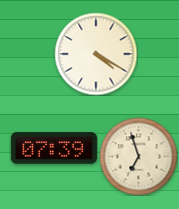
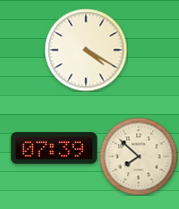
clock at (96, 54) position: (96, 54) -> (86, 50)
clock at (138, 156): 6:57 -> 7:52
